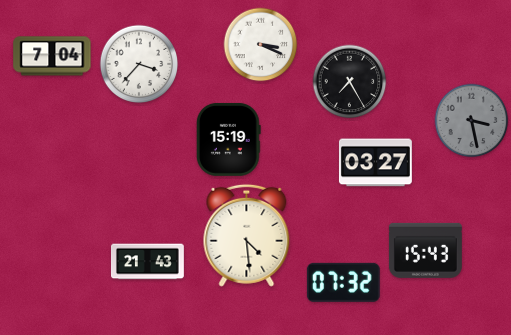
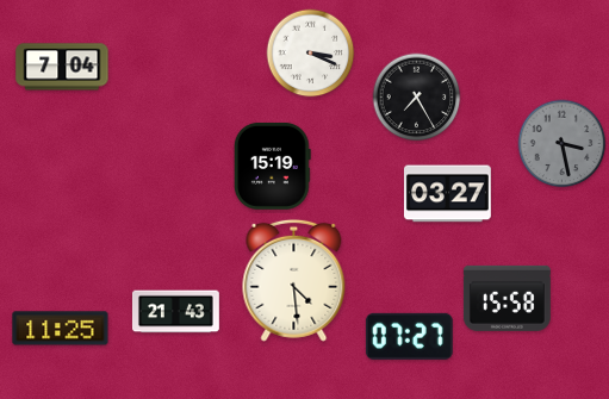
clock at (139, 64): 3:37 -> none
clock at (425, 250): 15:43 -> 15:58
clock at (61, 329): none -> 11:25
clock at (343, 282): 07:32 -> 07:27
